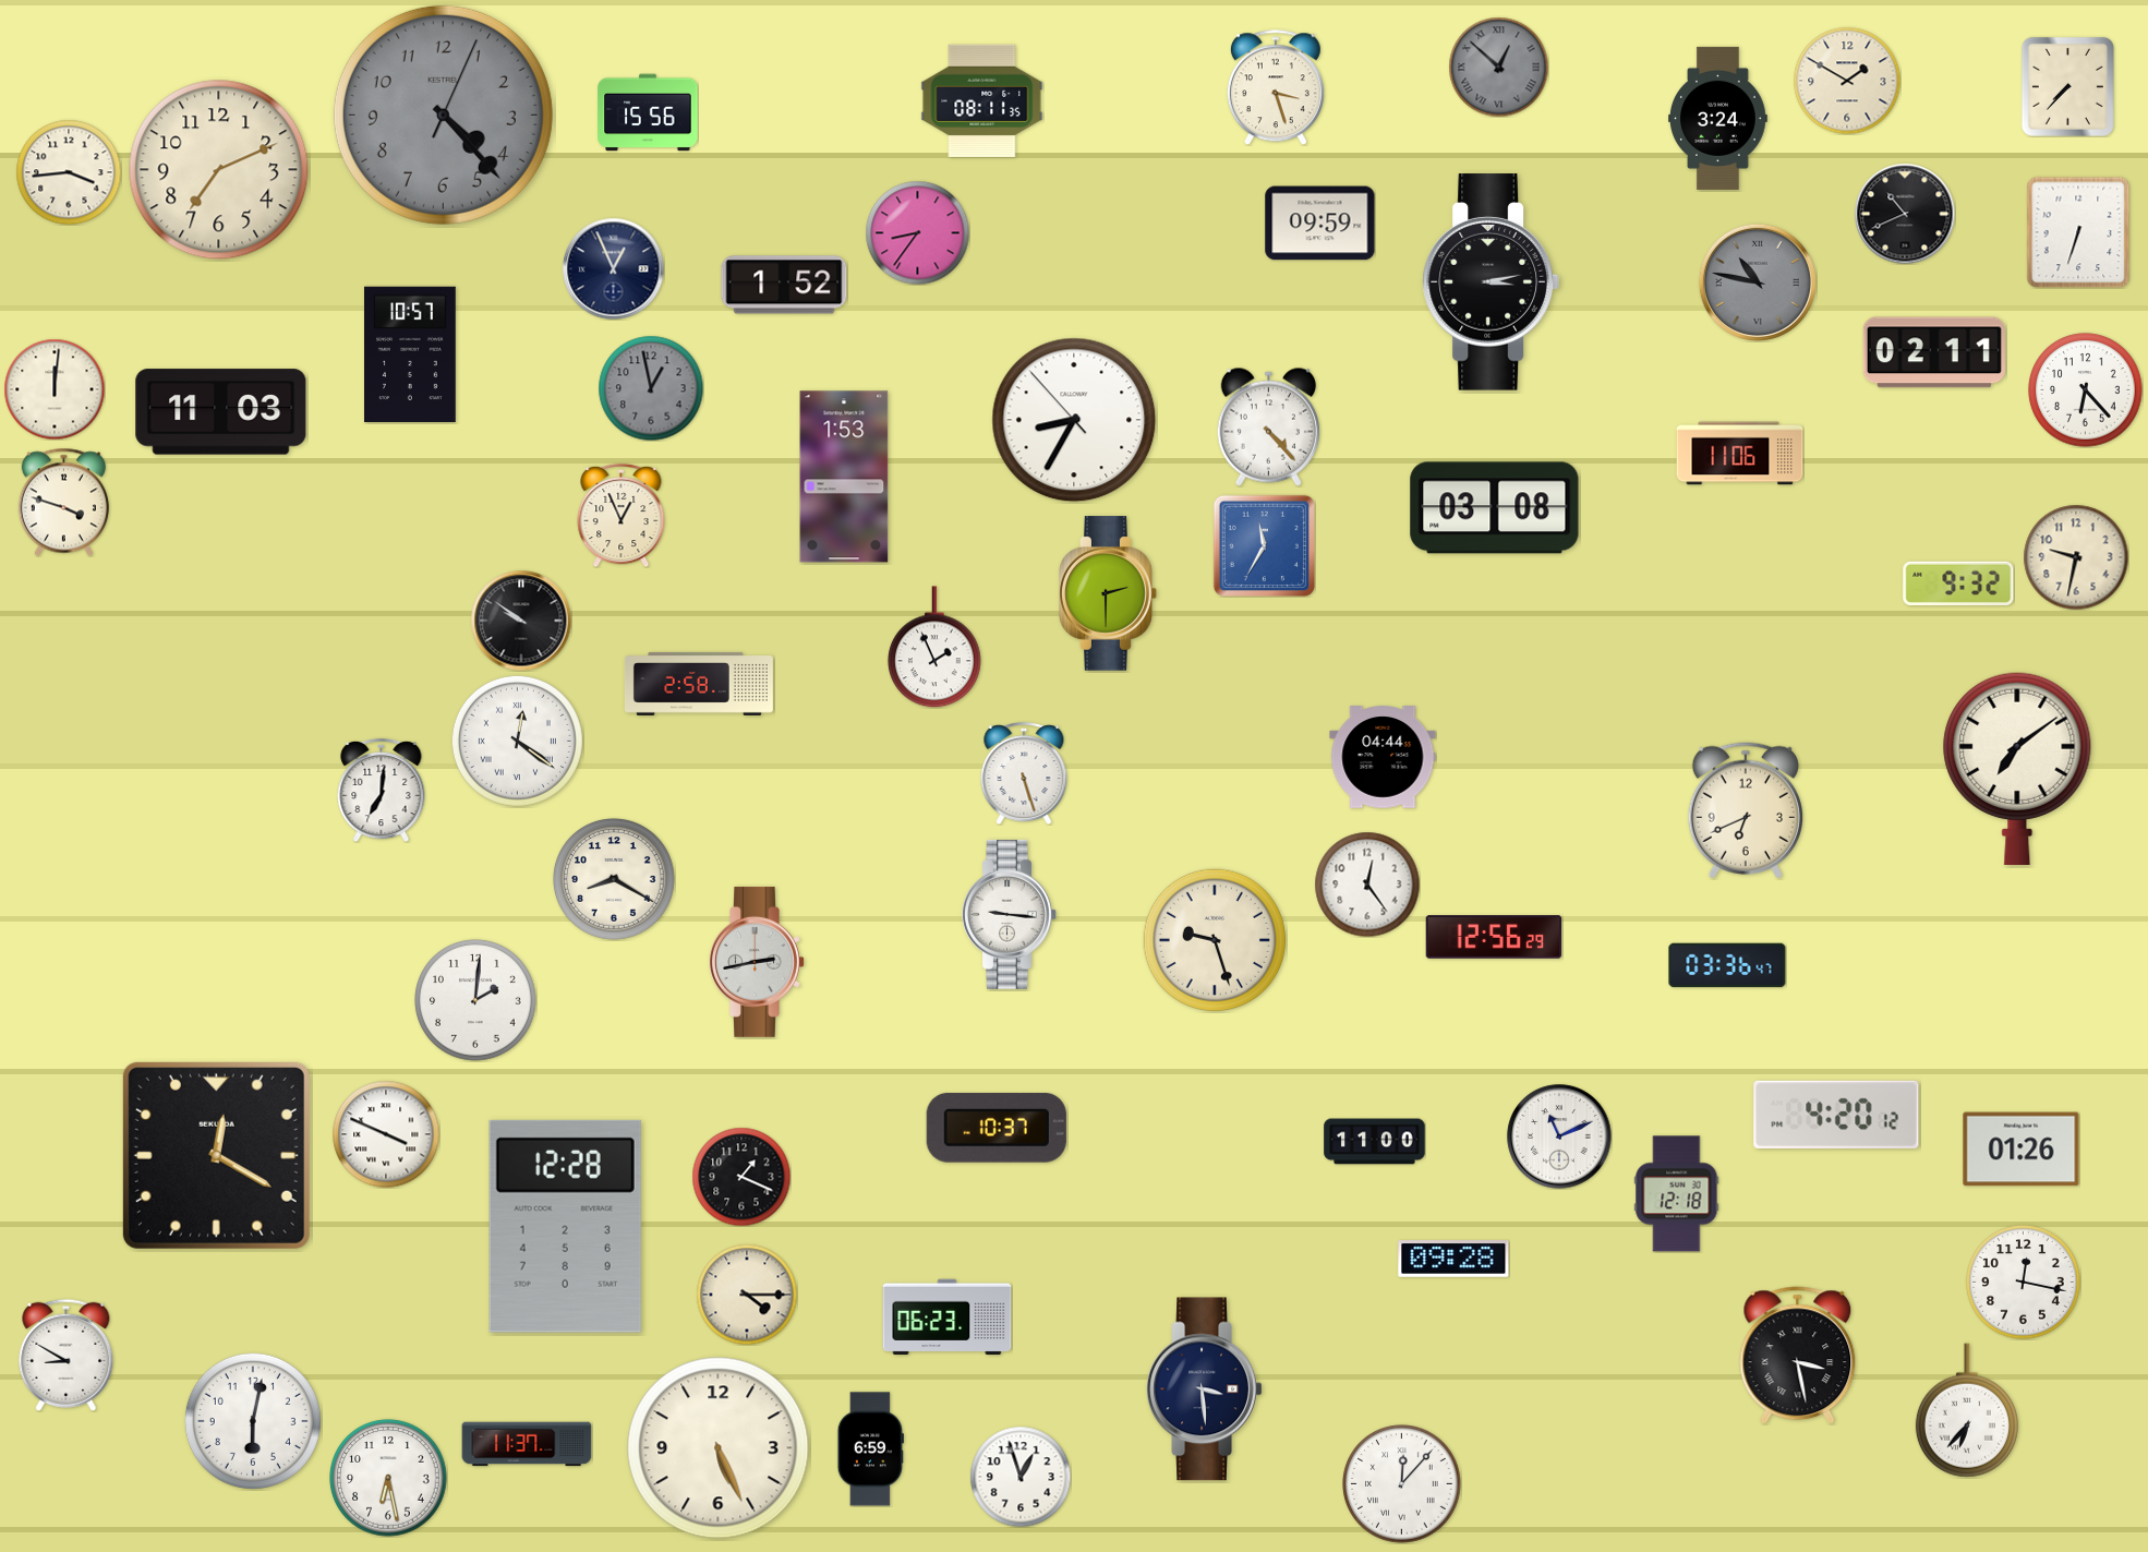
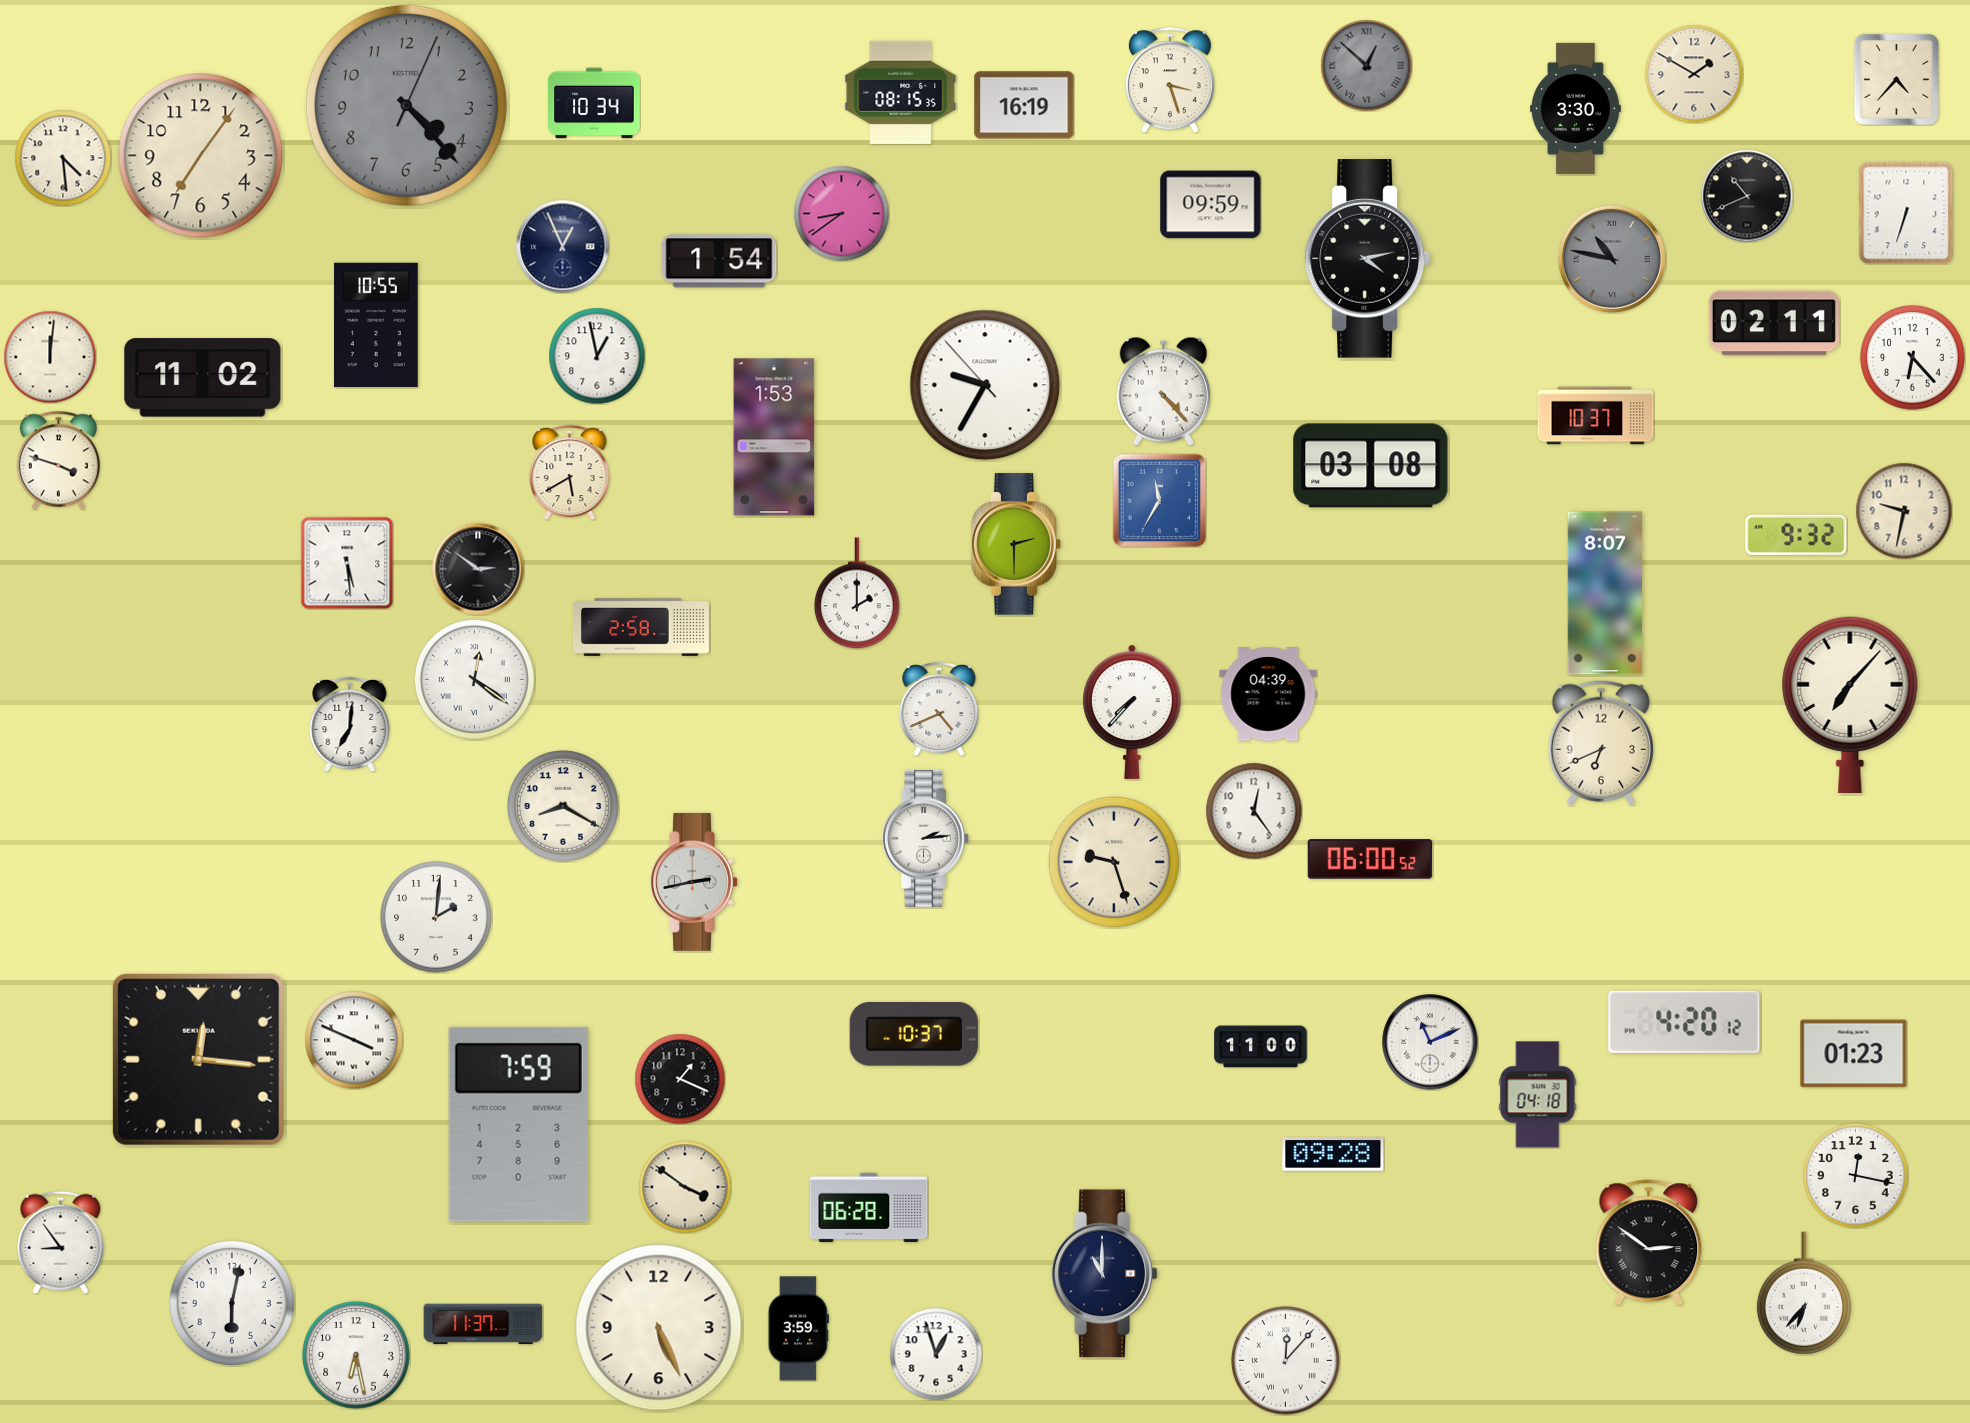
clock at (1498, 67) position: (1498, 67) -> (1366, 65)
clock at (2067, 86): 7:37 -> 4:37
clock at (982, 100): 08:11 -> 08:15
clock at (648, 112): 15:56 -> 10:34
clock at (1024, 105): none -> 16:19
clock at (1718, 118): 3:24 -> 3:30
clock at (219, 170): 7:11 -> 7:06
clock at (69, 172): 3:44 -> 4:29
clock at (917, 232): 8:36 -> 8:39
clock at (1491, 282): 3:13 -> 4:13
clock at (784, 285): 1:52 -> 1:54
clock at (411, 354): 10:57 -> 10:55
clock at (651, 388) dial: grey -> white
clock at (221, 412): 11:03 -> 11:02
clock at (1074, 420): 8:34 -> 9:34
clock at (1740, 454): 11:06 -> 10:37
clock at (622, 515): 12:56 -> 5:40
clock at (347, 563): none -> 5:29
clock at (521, 621): 9:51 -> 2:51
clock at (934, 647): 1:56 -> 2:00
clock at (1604, 593): none -> 8:07
clock at (1383, 757): 04:44 -> 04:39
clock at (2017, 768): 7:09 -> 7:07
clock at (1024, 773): 5:27 -> 4:41
clock at (1132, 712): none -> 7:37
clock at (1010, 914): 9:16 -> 2:14
clock at (1494, 937): 12:56 -> 06:00
clock at (1727, 965): 03:36 -> none
clock at (2022, 1150): 01:26 -> 01:23
clock at (216, 1155): 12:20 -> 12:16
clock at (1677, 1194): 12:18 -> 04:18
clock at (565, 1226): 12:28 -> 7:59
clock at (747, 1295): 4:15 -> 3:51
clock at (948, 1318): 06:23 -> 06:28
clock at (67, 1355): 8:50 -> 8:54
clock at (1798, 1356): 3:28 -> 2:51
clock at (1205, 1389): 3:29 -> 11:00
clock at (870, 1449): 6:59 -> 3:59
